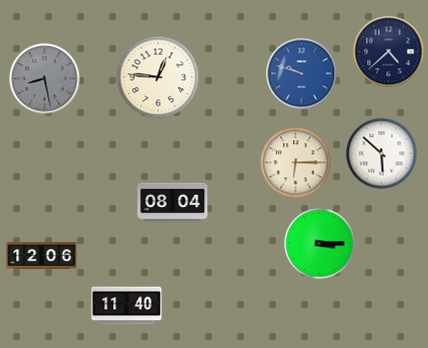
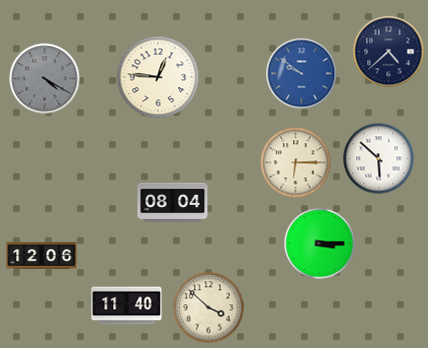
clock at (302, 74): 9:48 -> 9:51
clock at (45, 79): 8:28 -> 4:20
clock at (382, 154) position: (382, 154) -> (379, 159)
clock at (209, 308): none -> 3:52
